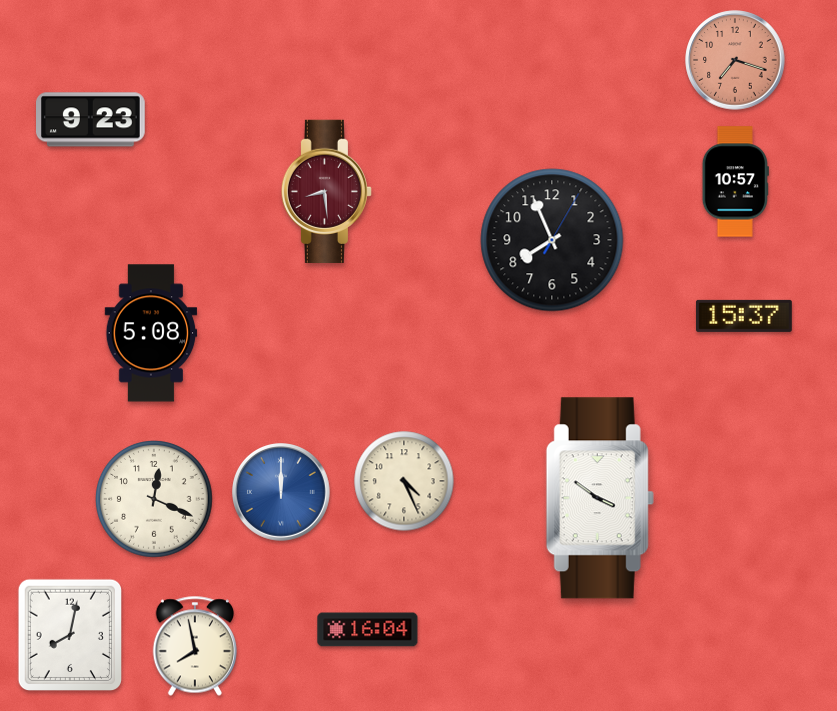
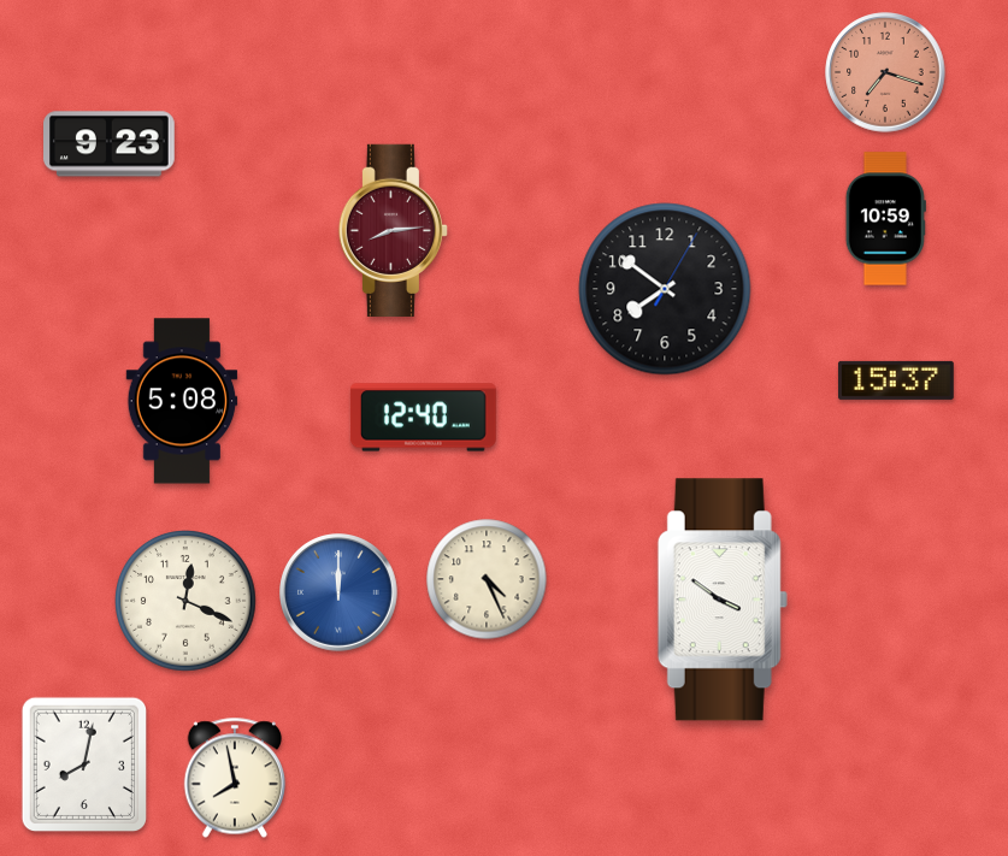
clock at (735, 182): 10:57 -> 10:59
clock at (326, 191): 8:29 -> 8:14
clock at (552, 240): 7:56 -> 7:51
clock at (423, 418): none -> 12:40
clock at (368, 630): 16:04 -> none
